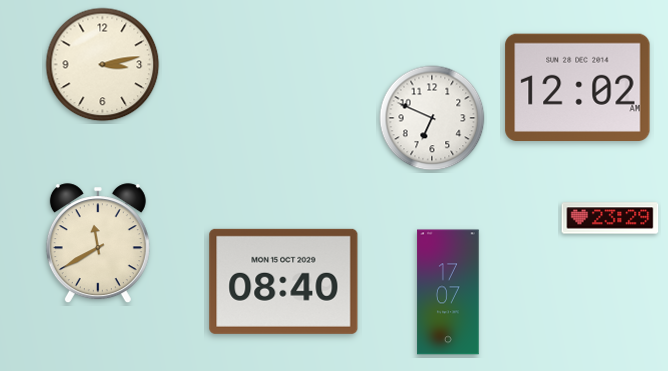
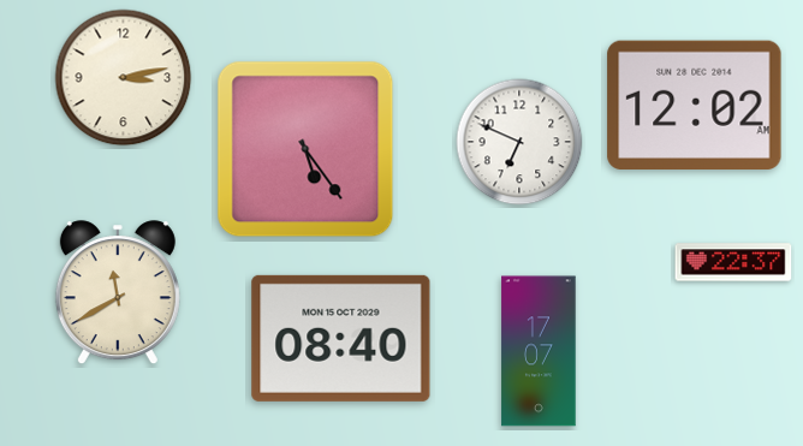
clock at (305, 149): none -> 5:24
clock at (610, 218): 23:29 -> 22:37
